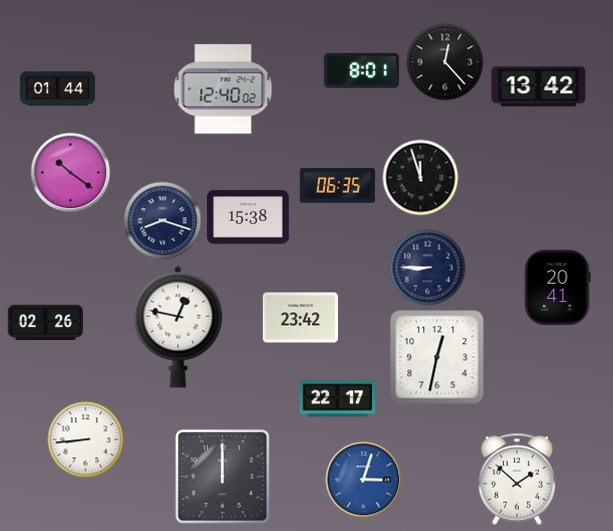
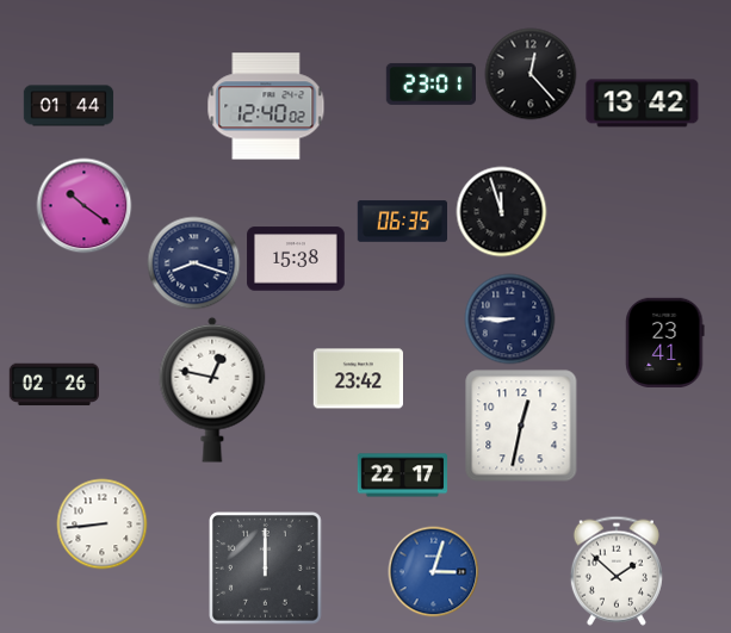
clock at (361, 70): 8:01 -> 23:01
clock at (558, 287): 20:41 -> 23:41
